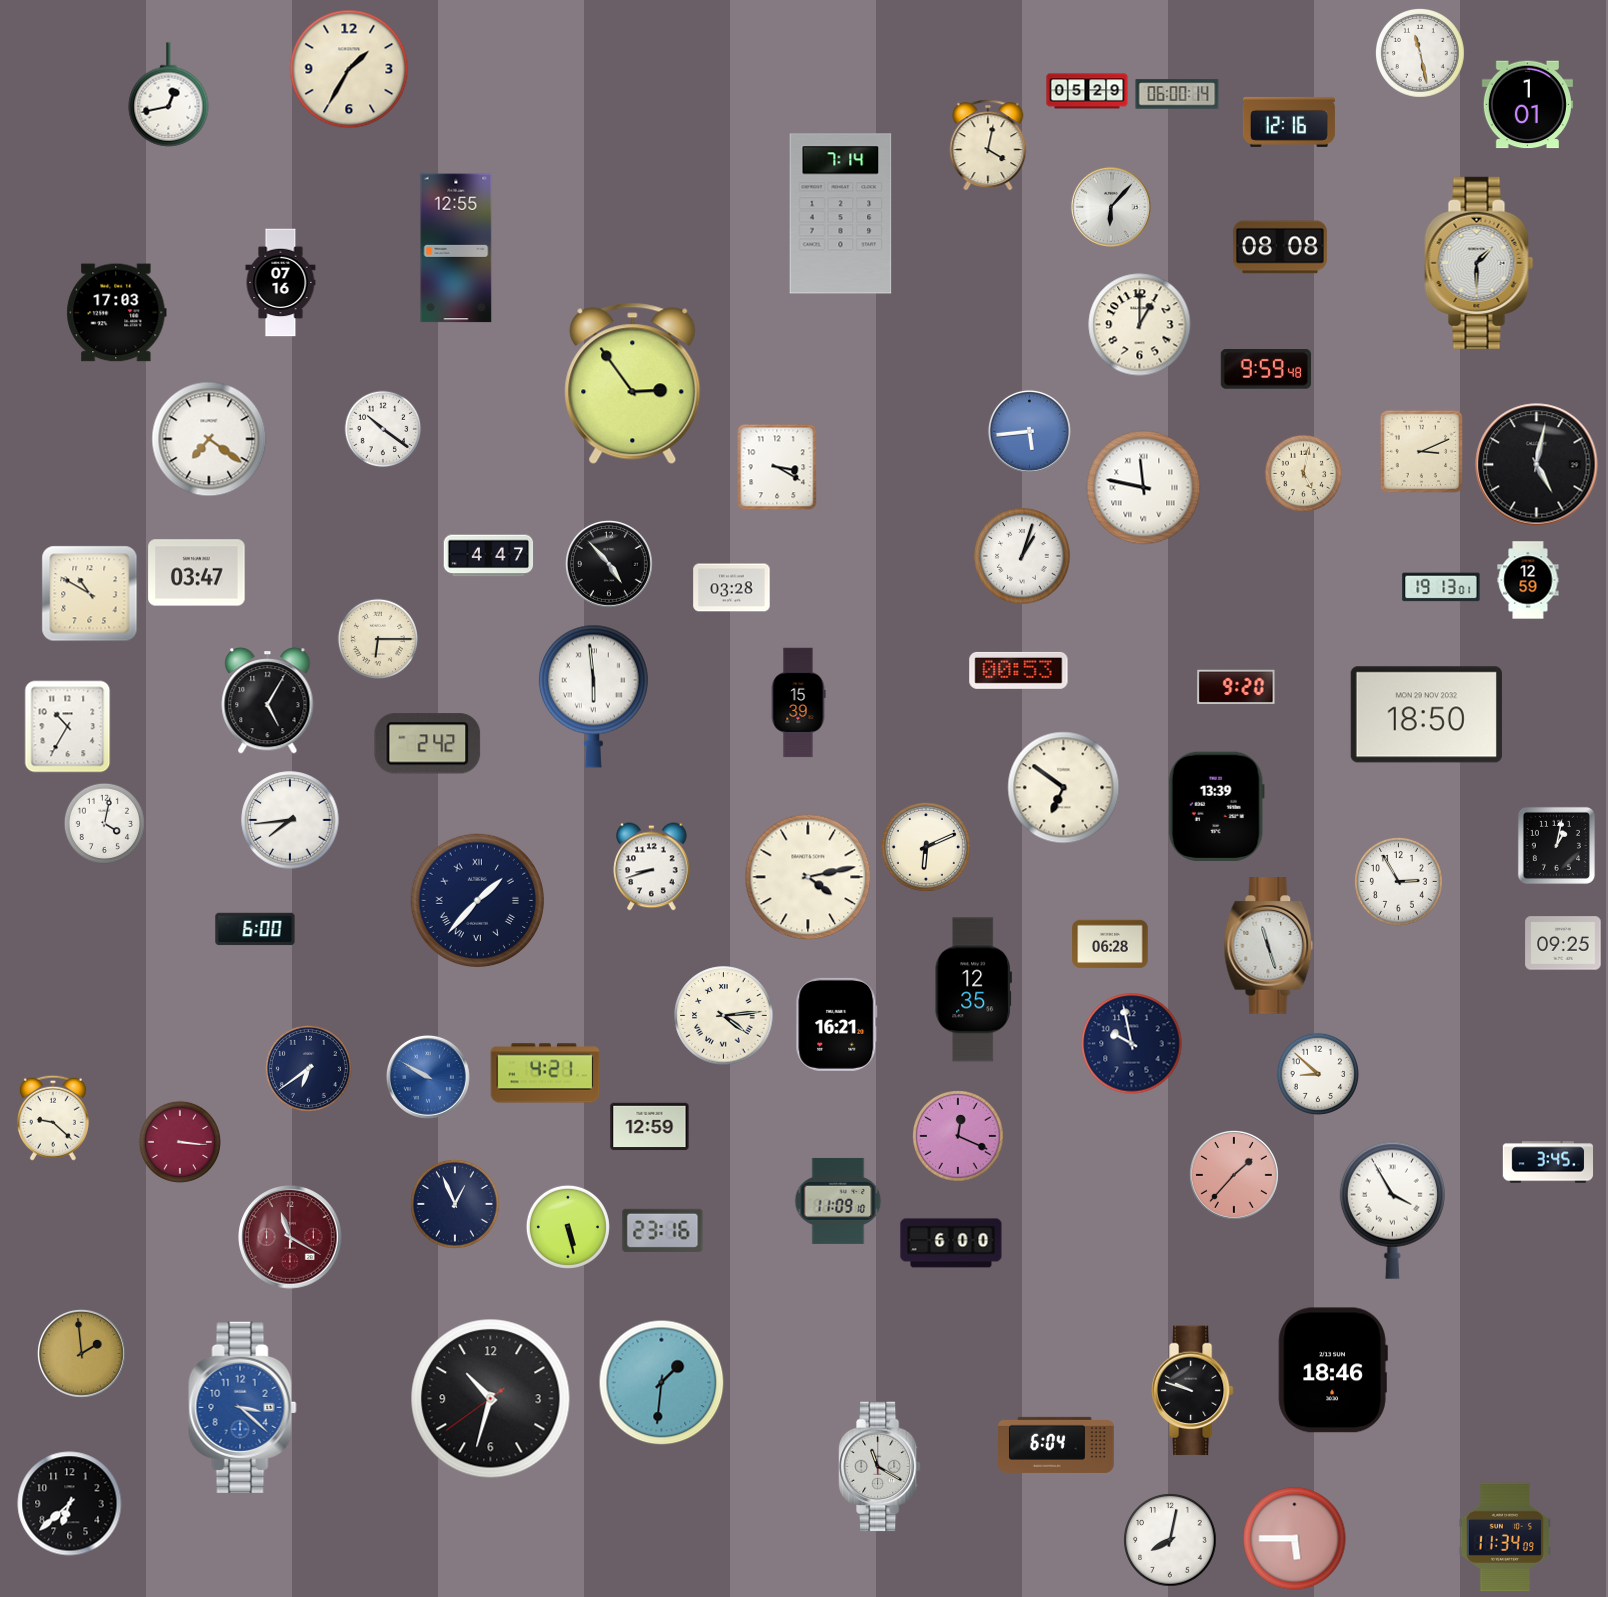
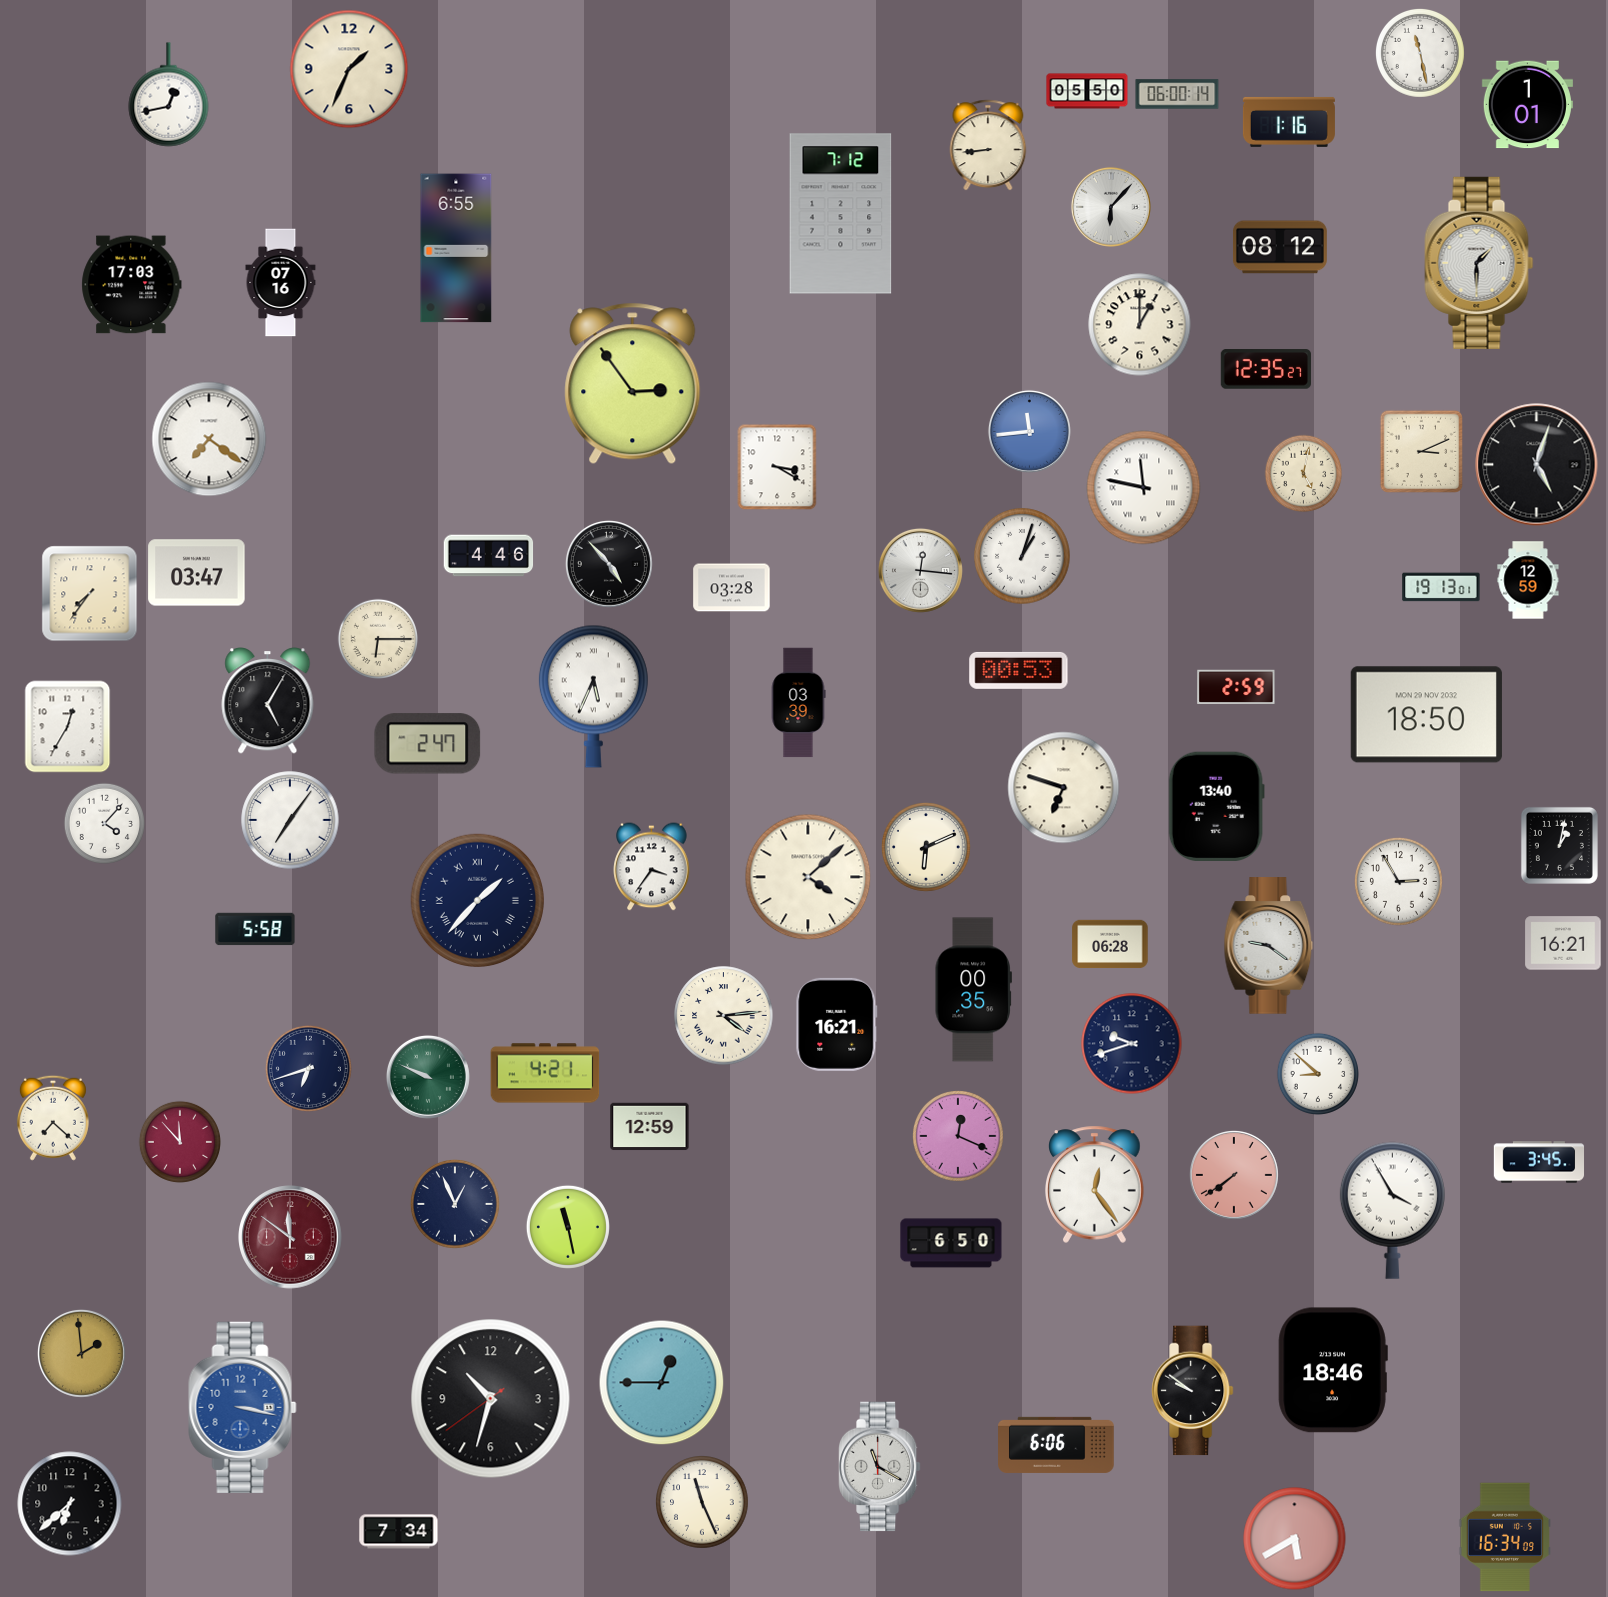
clock at (349, 69): 1:35 -> 1:34
clock at (1087, 91): 05:29 -> 05:50
clock at (1289, 122): 12:16 -> 1:16
clock at (988, 145): 4:02 -> 8:44
clock at (841, 214): 7:14 -> 7:12
clock at (1281, 247): 08:08 -> 08:12
clock at (456, 248): 12:55 -> 6:55
clock at (117, 313) position: (117, 313) -> (132, 285)
clock at (1266, 369): 9:59 -> 12:35
clock at (383, 429): 10:21 -> none
clock at (1029, 431): 5:44 -> 11:44
clock at (1537, 465): 5:02 -> 5:03
clock at (489, 556): 4:47 -> 4:46
clock at (920, 570): none -> 12:16
clock at (90, 594): 10:50 -> 7:36
clock at (1236, 687): 9:20 -> 2:59
clock at (593, 696): 5:59 -> 5:34
clock at (798, 703): 15:39 -> 03:39
clock at (68, 727): 10:35 -> 12:35
clock at (428, 744): 2:42 -> 2:47
clock at (1064, 788): 6:51 -> 6:48
clock at (1216, 806): 13:39 -> 13:40
clock at (290, 820): 7:44 -> 7:06
clock at (104, 823): 4:02 -> 4:07
clock at (1556, 845) position: (1556, 845) -> (1559, 845)
clock at (652, 867): 8:42 -> 3:36
clock at (808, 877): 4:13 -> 4:08
clock at (255, 929): 6:00 -> 5:58
clock at (1563, 943): 09:25 -> 16:21
clock at (1269, 946): 11:27 -> 9:21
clock at (973, 990): 12:35 -> 00:35
clock at (1132, 1044): 9:58 -> 9:42
clock at (308, 1068): 6:39 -> 6:42
clock at (428, 1077): 9:50 -> 9:49
clock at (428, 1077) dial: blue -> green
clock at (53, 1118): 9:22 -> 7:22
clock at (180, 1142): 3:16 -> 11:53
clock at (1548, 1162) position: (1548, 1162) -> (1539, 1162)
clock at (1234, 1175): 1:37 -> 7:39
clock at (1095, 1184): none -> 12:24
clock at (838, 1201): 11:09 -> none
clock at (568, 1227): 5:28 -> 11:28
clock at (663, 1230): 23:16 -> none
clock at (290, 1237): 11:20 -> 11:51
clock at (951, 1243): 6:00 -> 6:50
clock at (662, 1383): 1:31 -> 12:45
clock at (1193, 1391): 9:48 -> 9:51
clock at (243, 1407): 3:22 -> 3:17
clock at (1056, 1445): 6:04 -> 6:06
clock at (702, 1502): none -> 11:26
clock at (399, 1532): none -> 7:34
clock at (1505, 1537): 11:34 -> 16:34
clock at (1295, 1539): 5:45 -> 5:40
clock at (1170, 1540): 8:02 -> none
